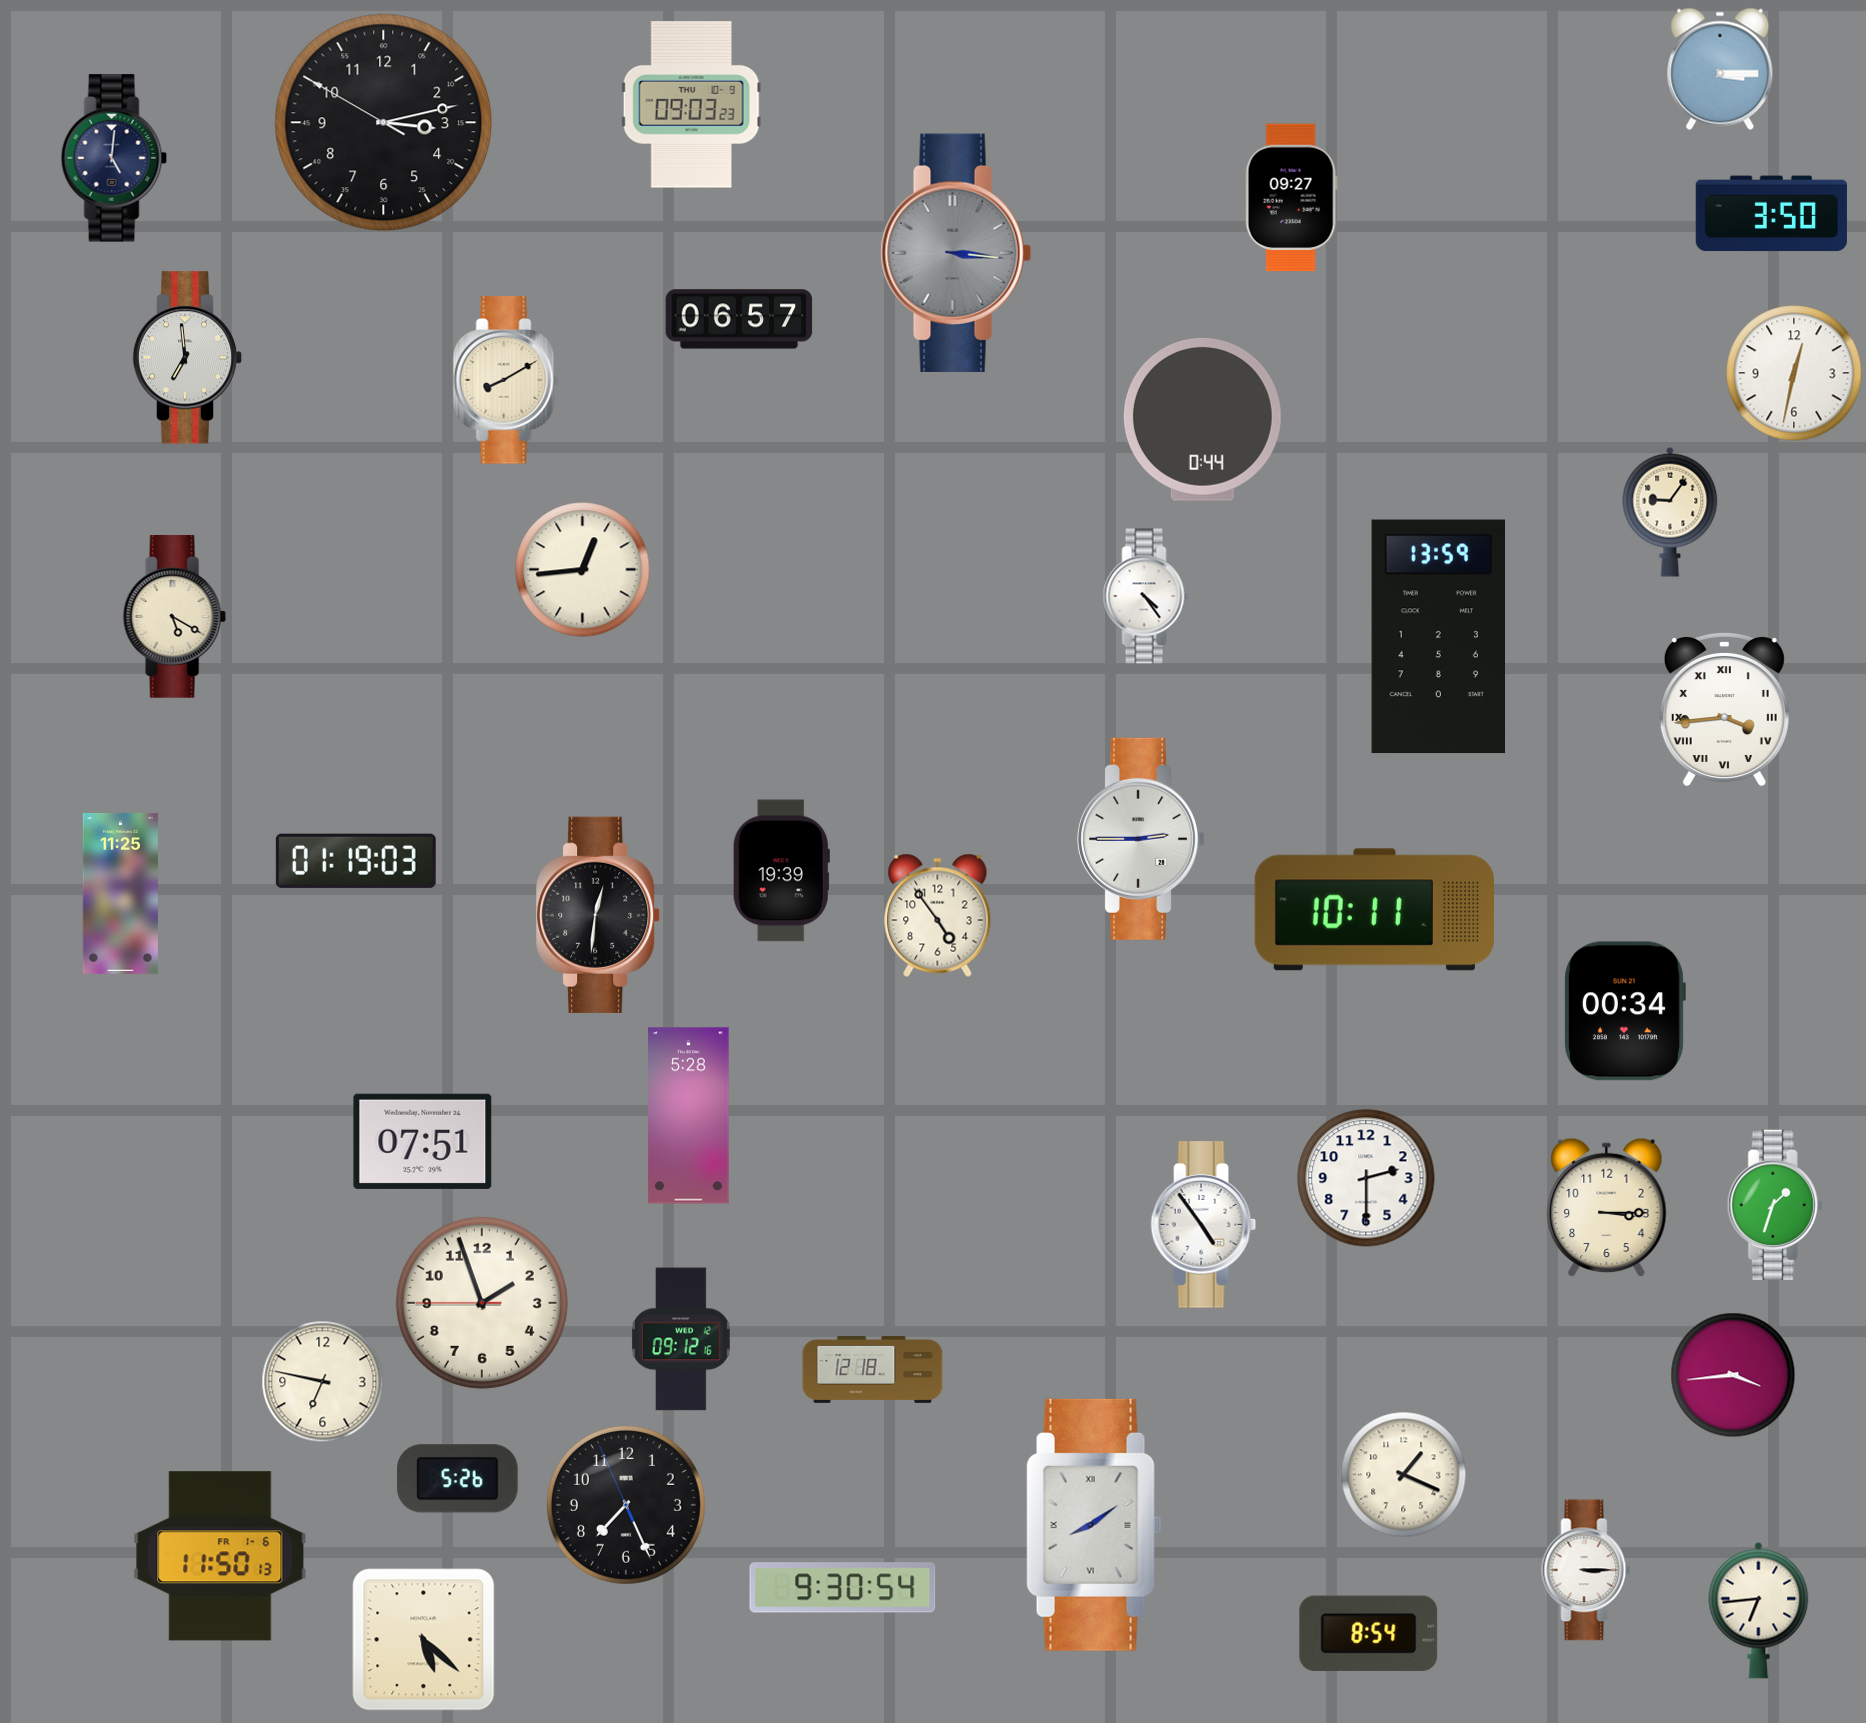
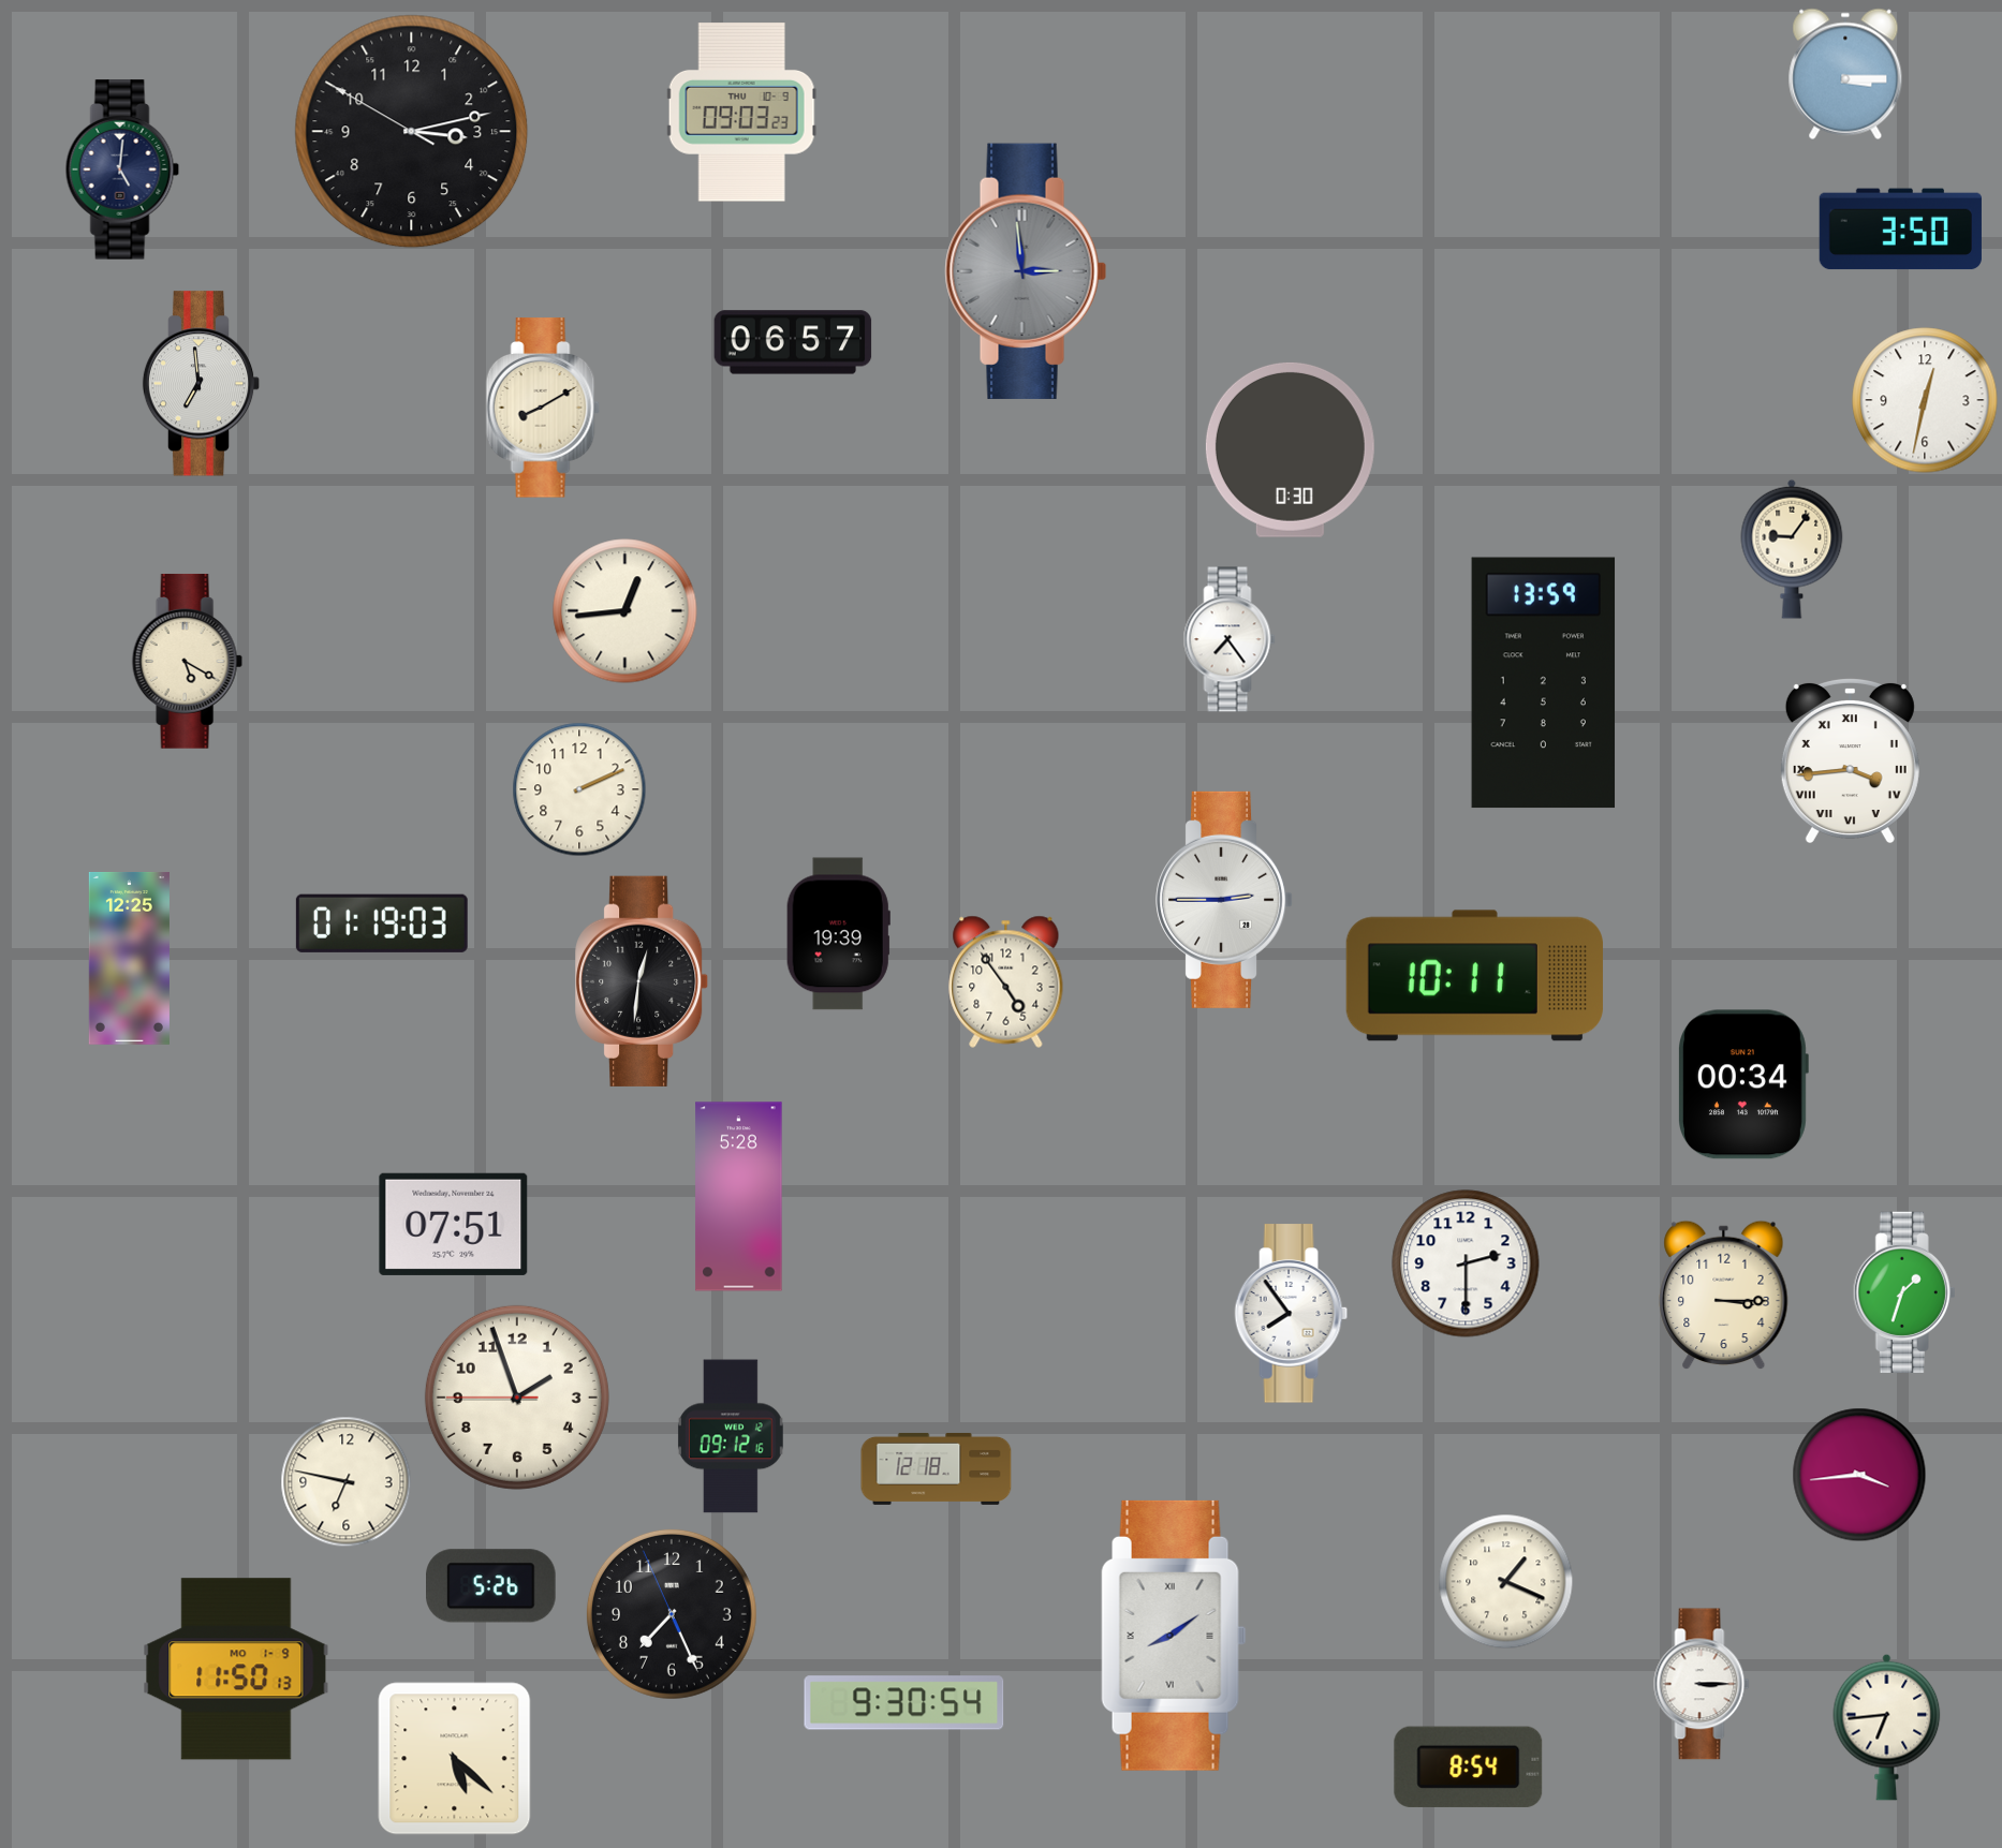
clock at (1291, 198): 09:27 -> none
clock at (956, 253): 3:16 -> 2:59
clock at (1202, 419): 0:44 -> 0:30
clock at (1146, 596): 4:24 -> 7:24
clock at (579, 789): none -> 2:11
clock at (120, 893): 11:25 -> 12:25
clock at (1204, 1225): 4:54 -> 7:54
clock at (220, 1556) date: FR 1-6 -> MO 1-9
clock at (1369, 1633) position: (1369, 1633) -> (1469, 1766)
